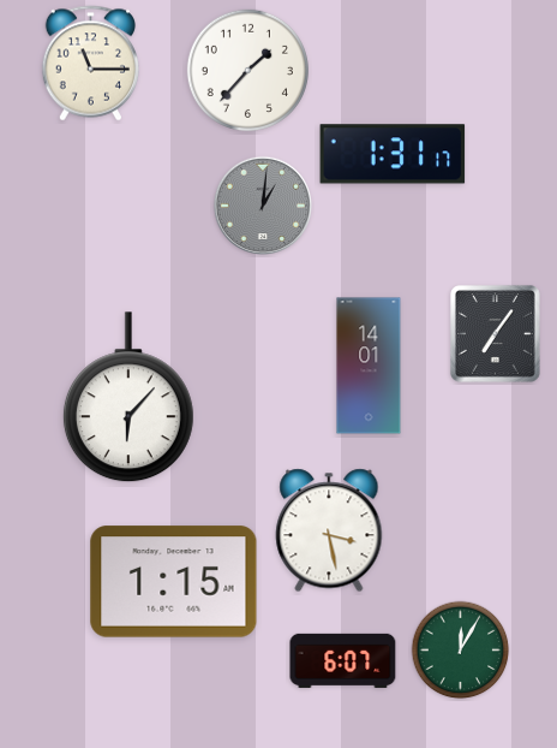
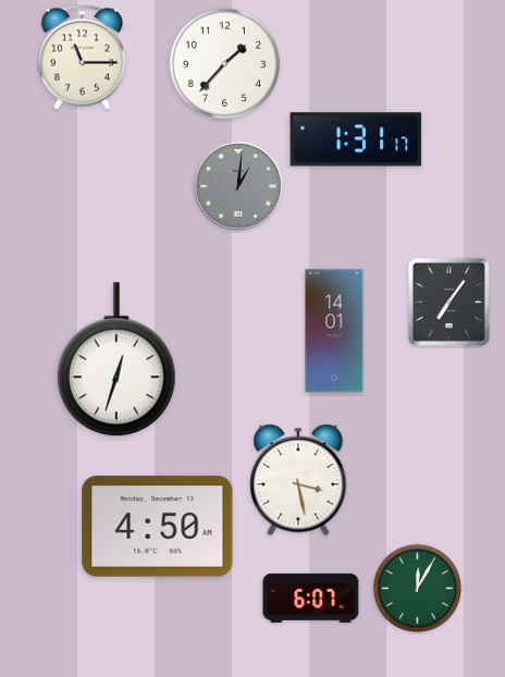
clock at (128, 398): 6:07 -> 12:33
clock at (174, 582): 1:15 -> 4:50
